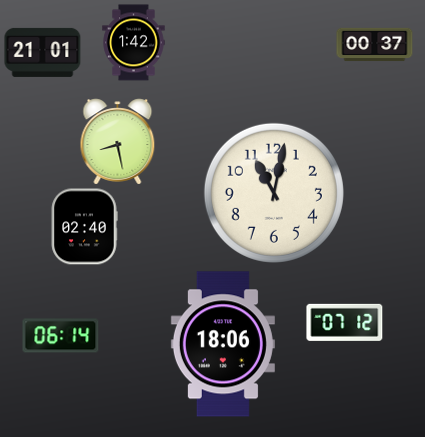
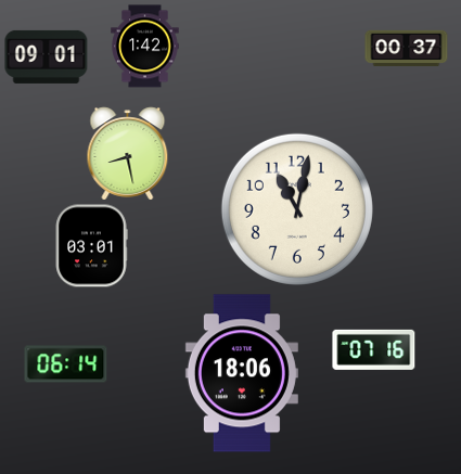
clock at (43, 52): 21:01 -> 09:01
clock at (84, 227): 02:40 -> 03:01
clock at (345, 322): 07:12 -> 07:16
